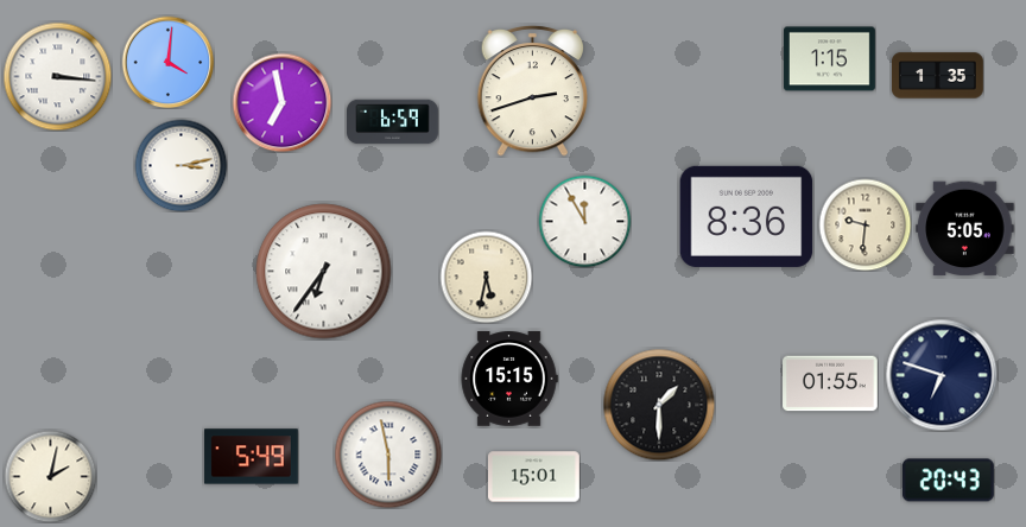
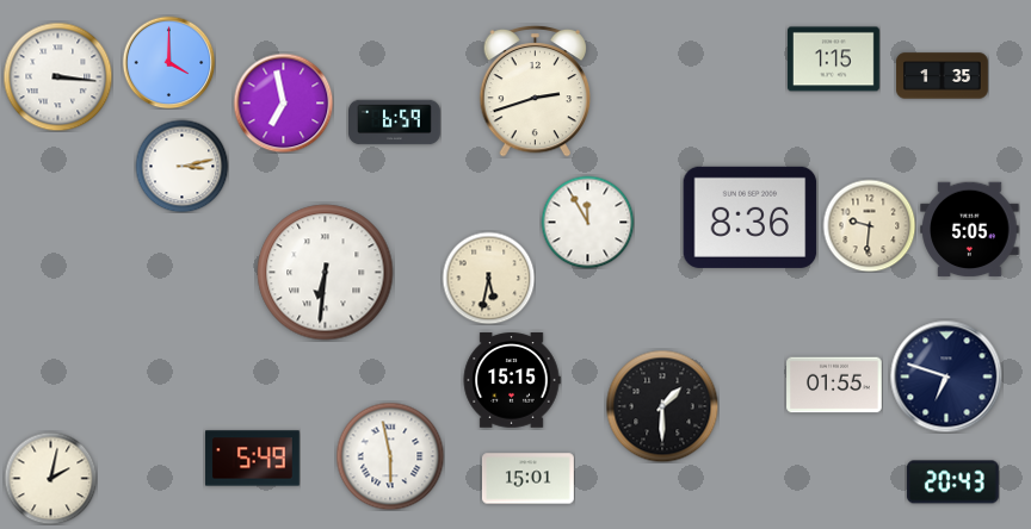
clock at (167, 62): 4:01 -> 4:00
clock at (324, 272): 6:36 -> 6:31
clock at (534, 477) position: (534, 477) -> (529, 479)
